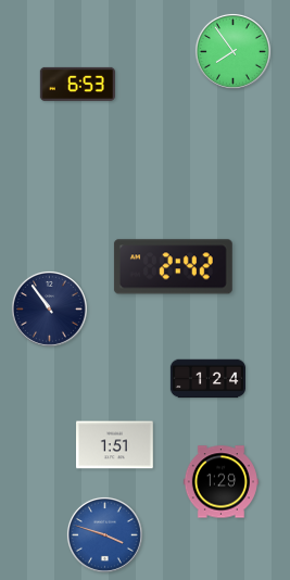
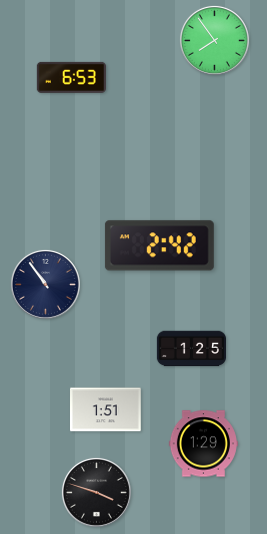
clock at (232, 51) position: (232, 51) -> (214, 40)
clock at (207, 379): 1:24 -> 1:25
clock at (104, 534) dial: blue -> black
